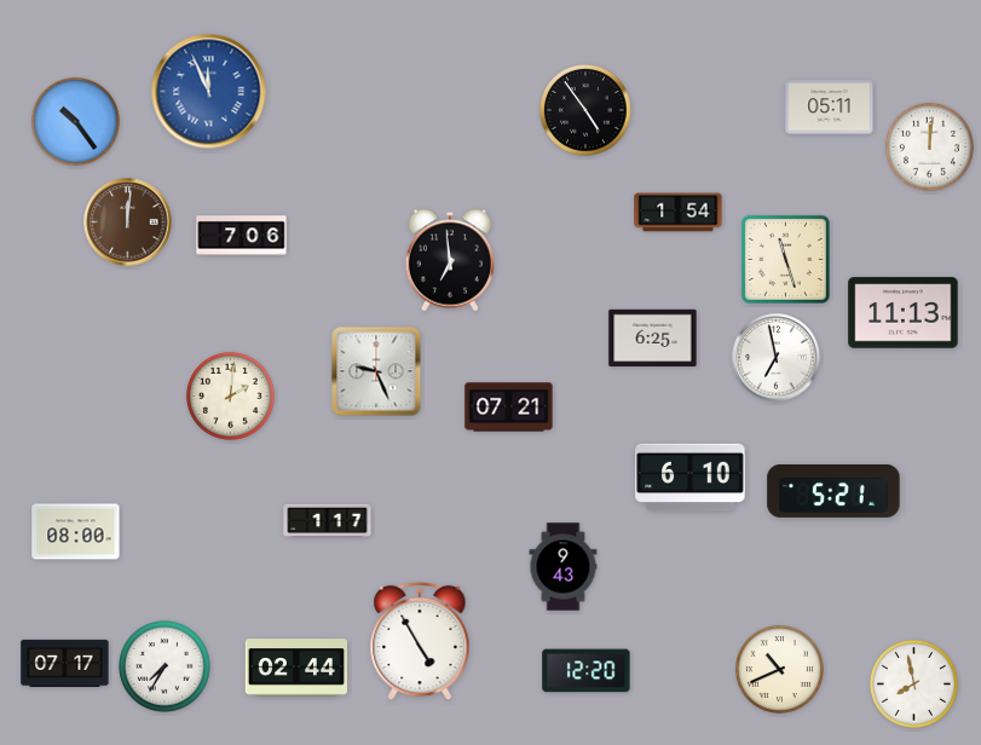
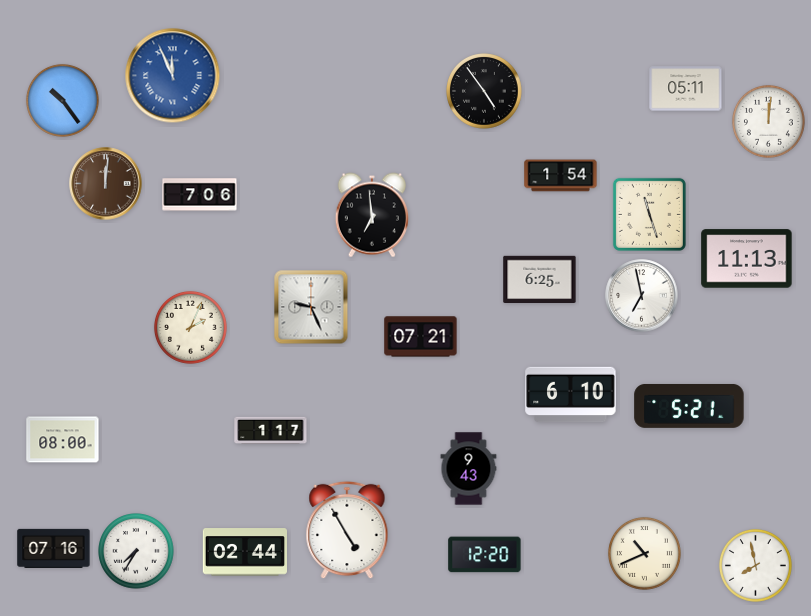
clock at (230, 395): 2:01 -> 2:04
clock at (564, 567) position: (564, 567) -> (469, 469)
clock at (65, 663): 07:17 -> 07:16
